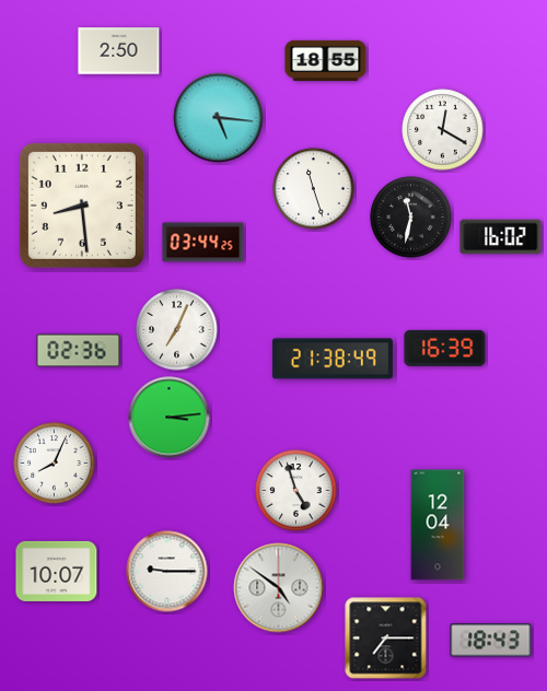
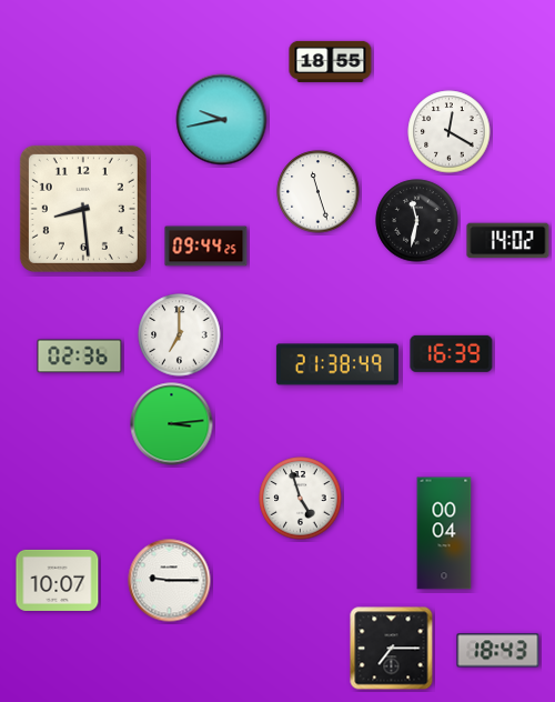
clock at (119, 51): 2:50 -> none
clock at (219, 118): 5:16 -> 9:43
clock at (501, 237): 16:02 -> 14:02
clock at (203, 243): 03:44 -> 09:44
clock at (177, 330): 7:04 -> 7:00
clock at (55, 464): 8:04 -> none
clock at (438, 525): 12:04 -> 00:04
clock at (279, 588): 4:51 -> none
